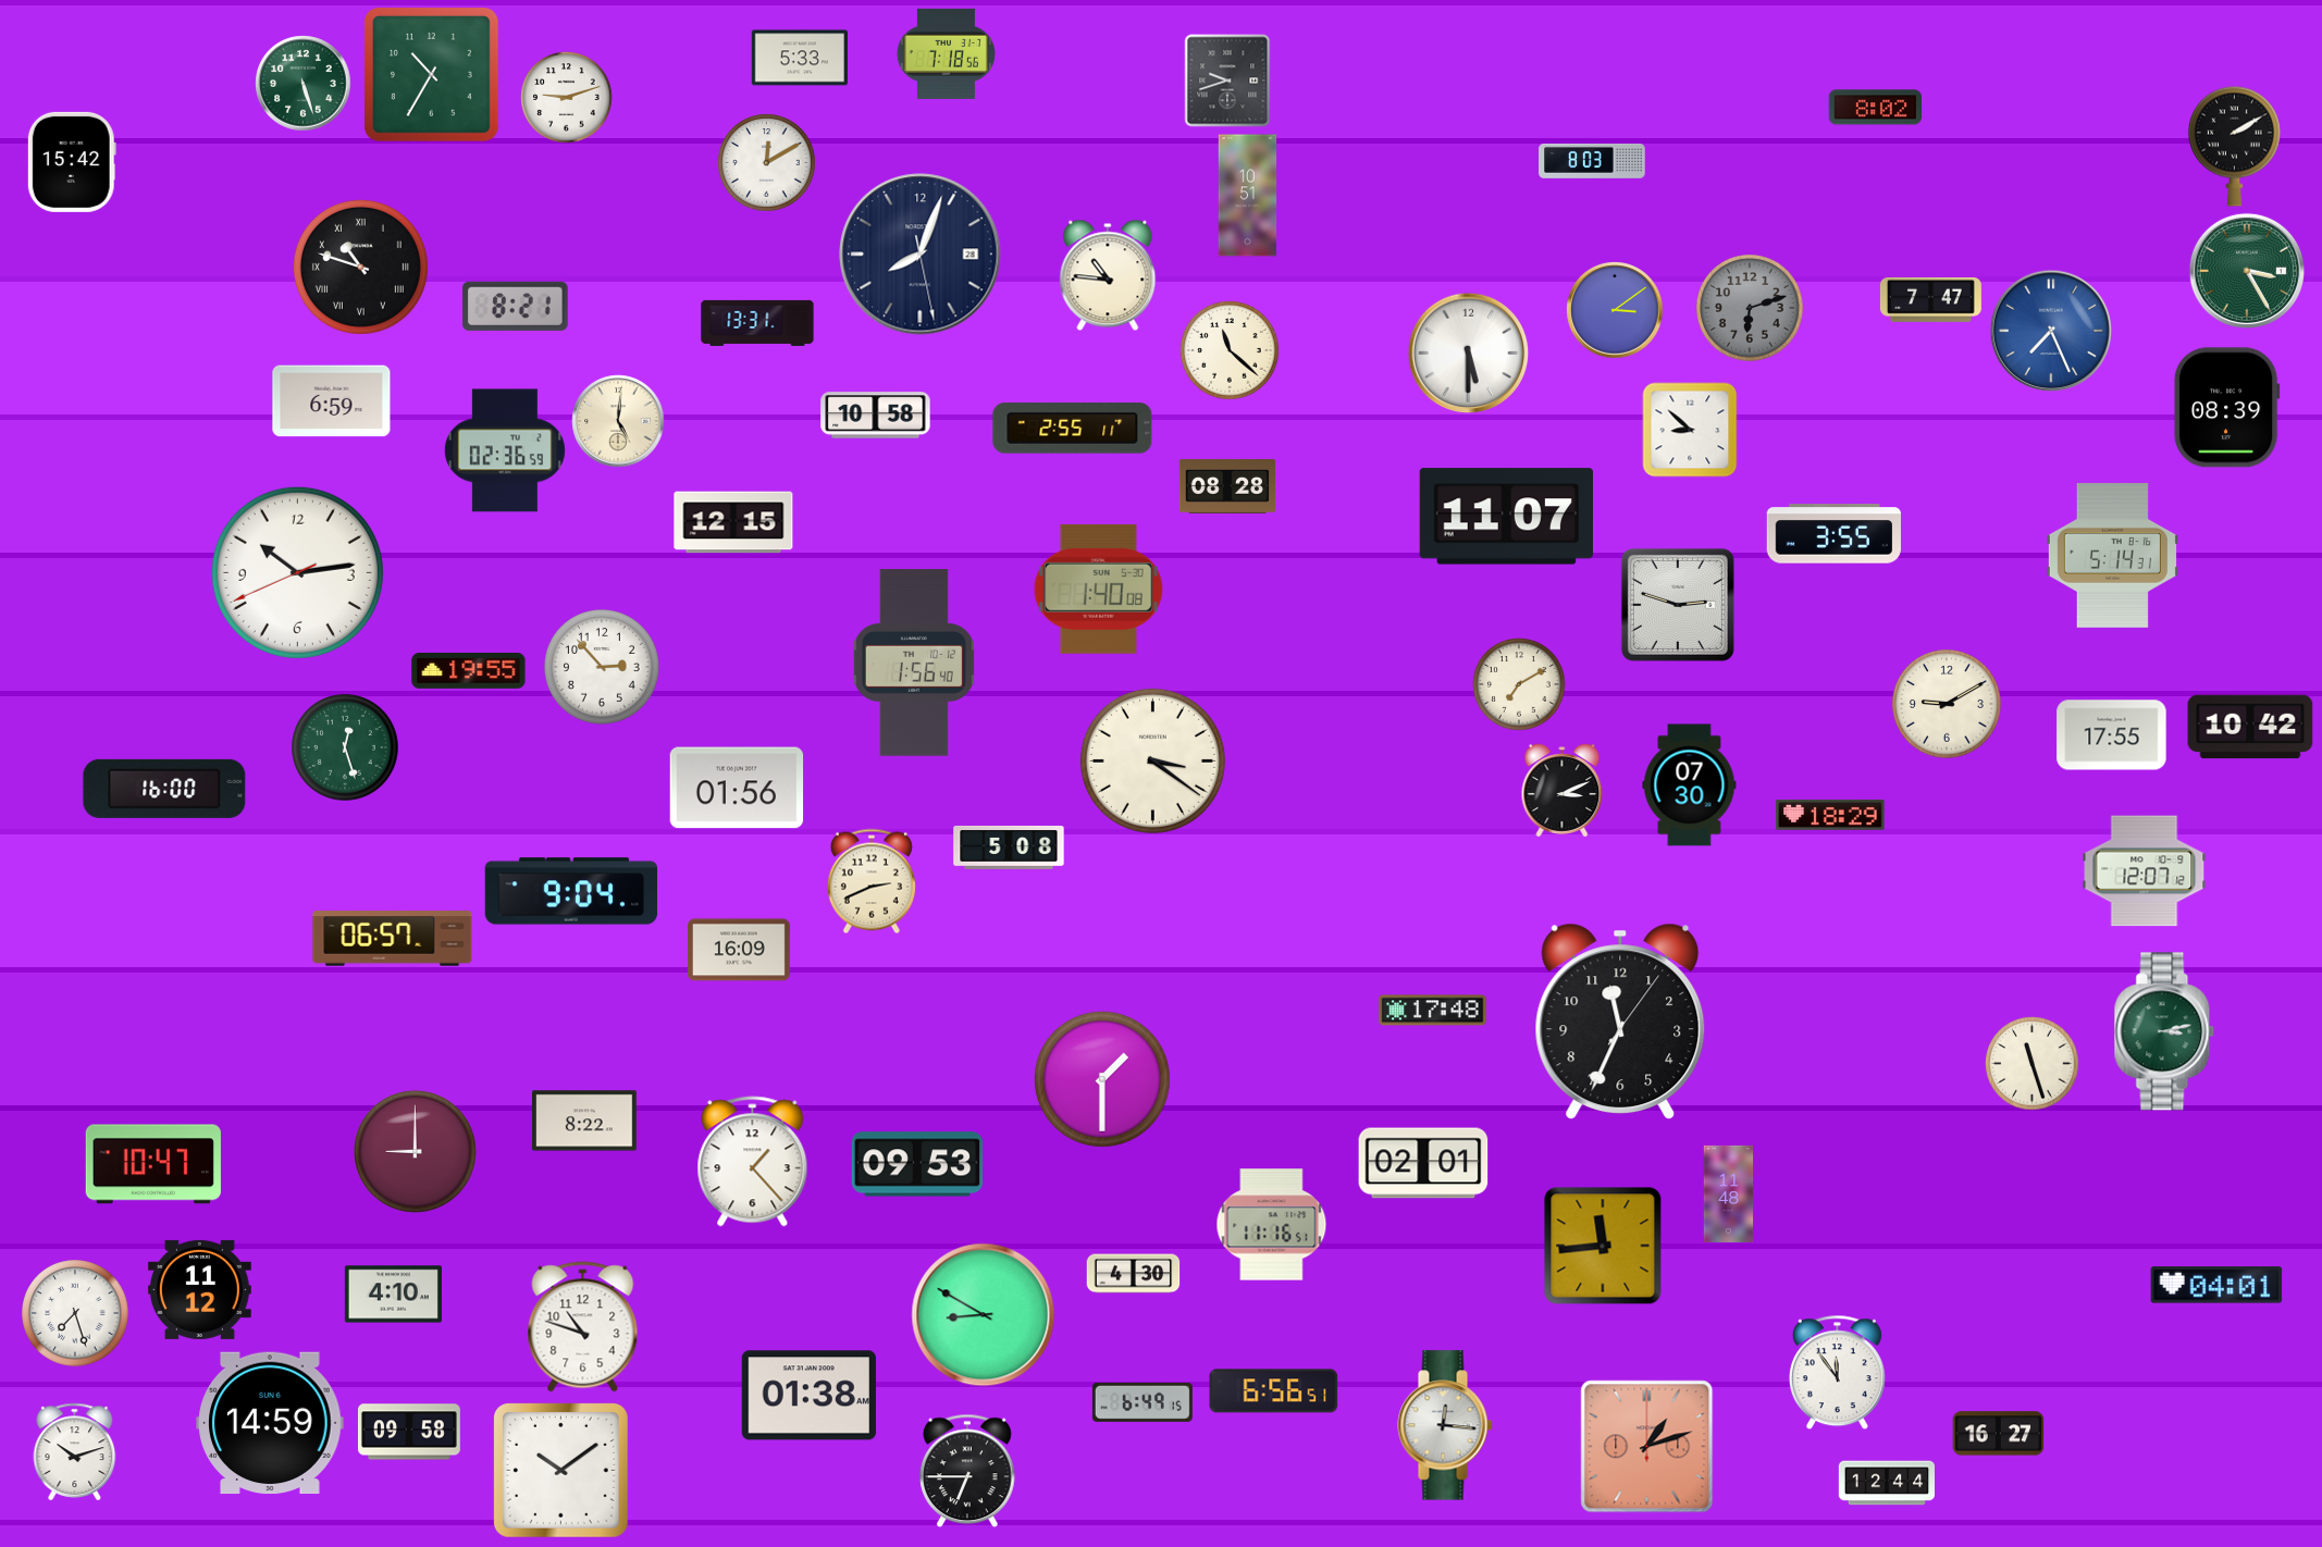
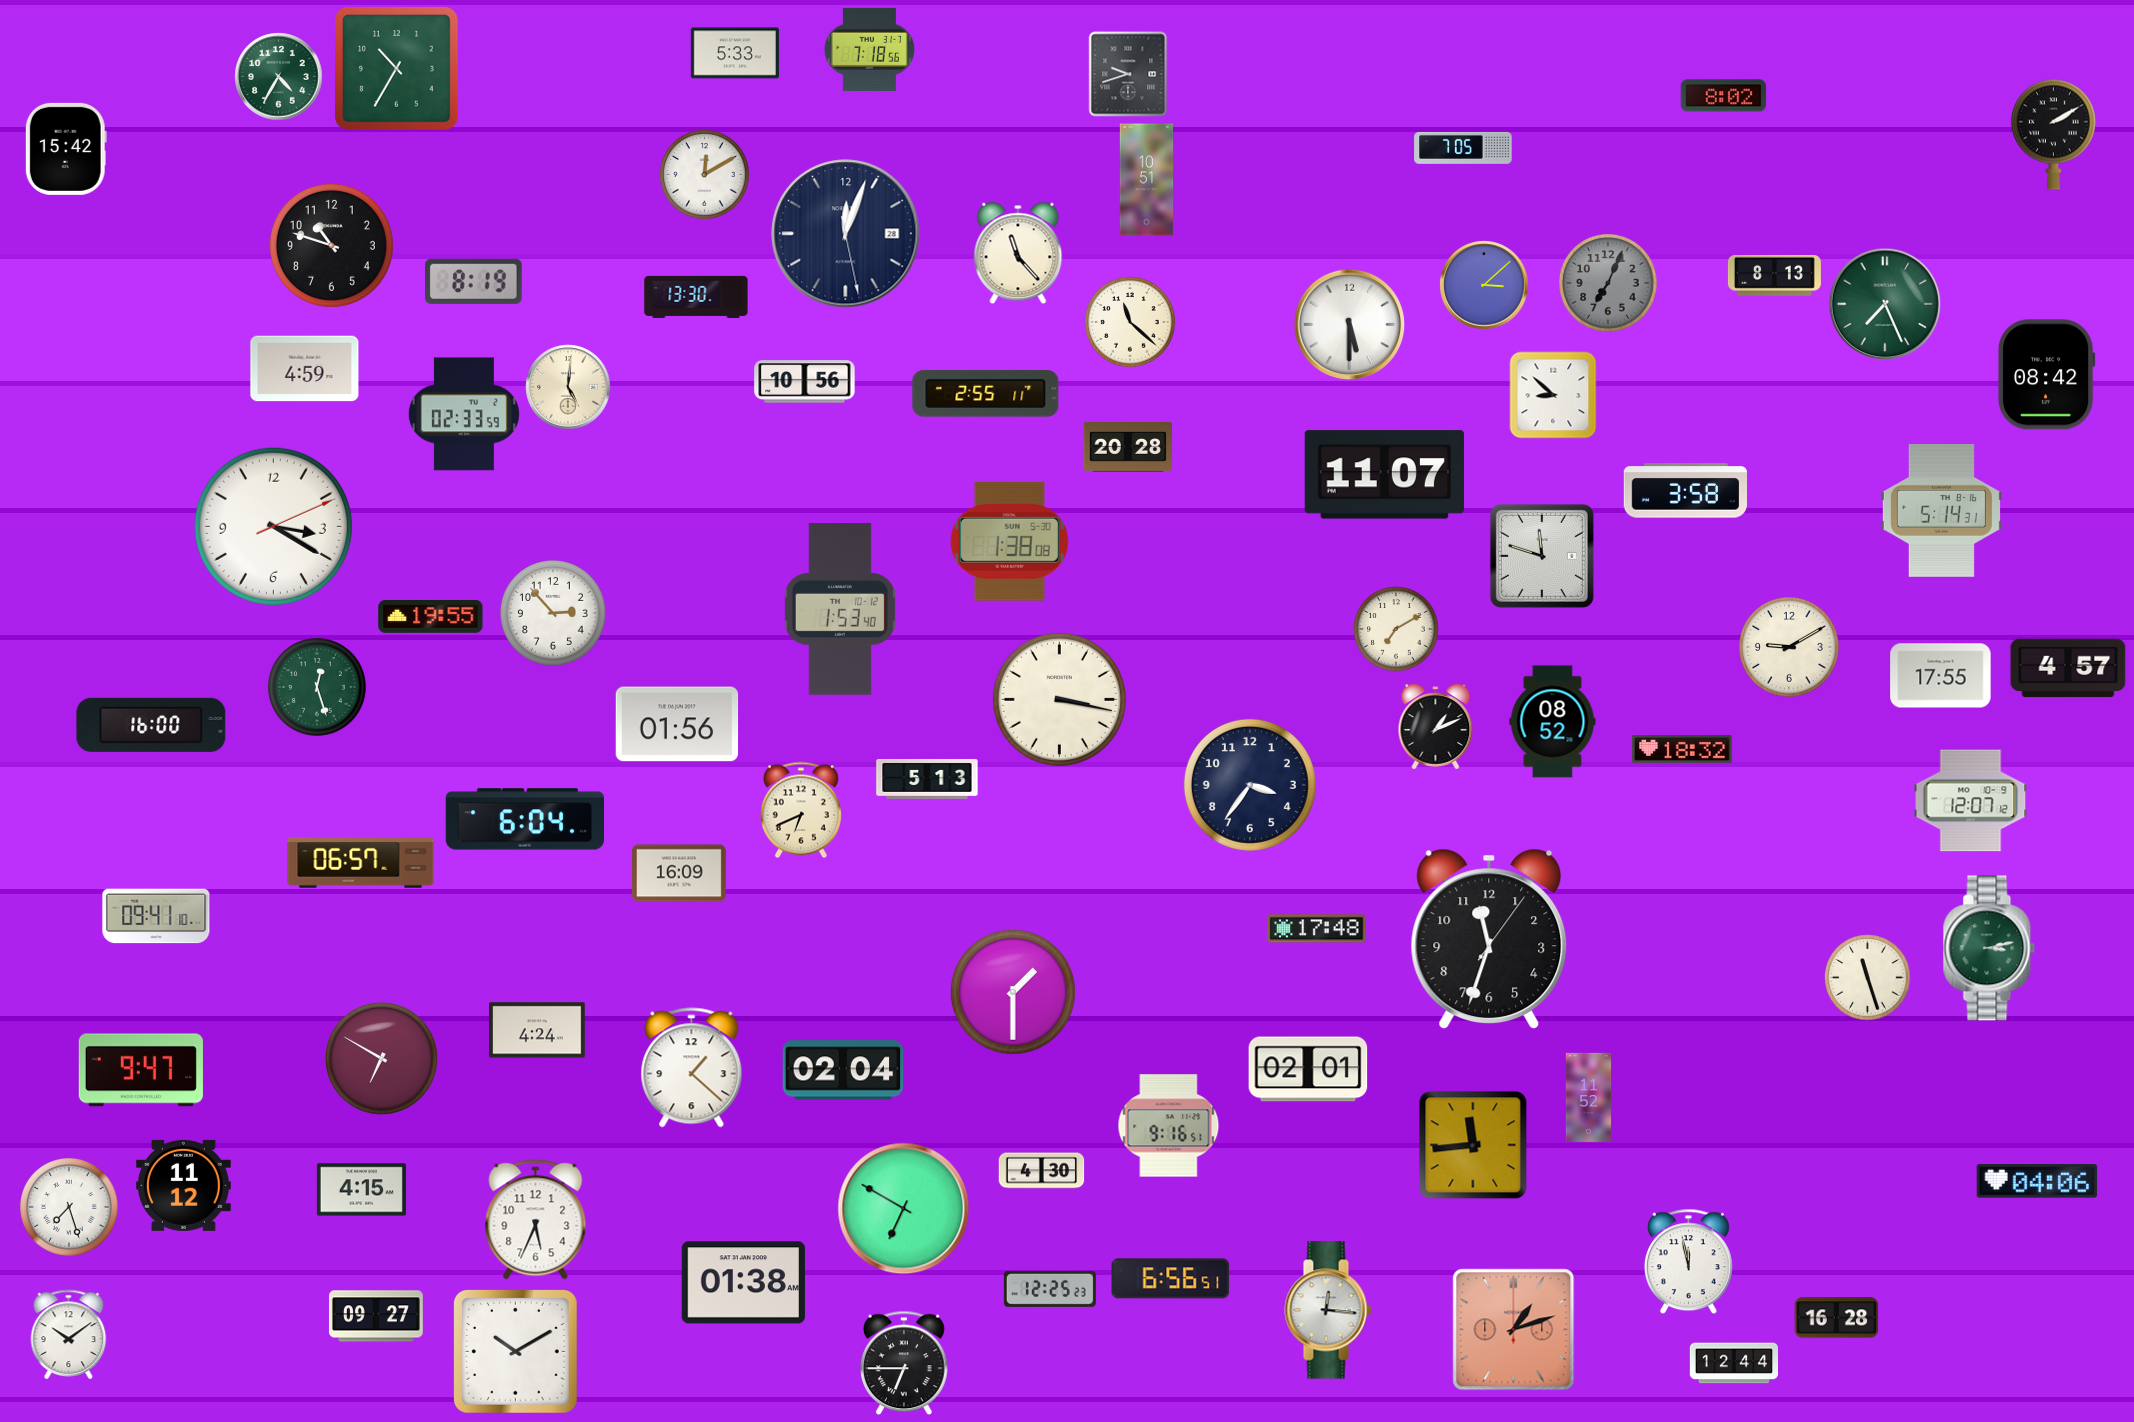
clock at (304, 84): 5:27 -> 4:35
clock at (567, 98): 9:12 -> none
clock at (1876, 108) position: (1876, 108) -> (1724, 96)
clock at (1592, 161): 8:03 -> 7:05
clock at (767, 163) position: (767, 163) -> (705, 175)
clock at (921, 255): 8:03 -> 12:03
clock at (360, 267) numerals: Roman -> Arabic
clock at (2247, 271): 3:25 -> none
clock at (1108, 275): 10:46 -> 11:23
clock at (1930, 299): 7:47 -> 8:13
clock at (515, 306): 8:21 -> 8:19
clock at (1750, 308): 6:12 -> 7:04
clock at (1615, 310): 3:09 -> 3:08
clock at (757, 323): 13:31 -> 13:30
clock at (2051, 331) dial: blue -> green
clock at (332, 401): 6:59 -> 4:59
clock at (2226, 408): 08:39 -> 08:42
clock at (876, 416): 10:58 -> 10:56
clock at (505, 450): 02:36 -> 02:33
clock at (1226, 487): 08:28 -> 20:28
clock at (733, 522): 12:15 -> none
clock at (1833, 534): 3:55 -> 3:58
clock at (297, 572): 10:13 -> 3:20
clock at (1098, 589): 1:40 -> 1:38
clock at (1678, 605): 2:48 -> 11:48
clock at (914, 663): 1:56 -> 1:53
clock at (2250, 727): 10:42 -> 4:57
clock at (1152, 760): 3:21 -> 3:17
clock at (1690, 785): 07:30 -> 08:52
clock at (1563, 791): 3:11 -> 1:11
clock at (1830, 815): 18:29 -> 18:32
clock at (1009, 847): 5:08 -> 5:13
clock at (1250, 785): none -> 3:36
clock at (872, 881): 2:41 -> 6:41
clock at (571, 891): 9:04 -> 6:04
clock at (156, 916): none -> 09:41
clock at (1620, 1022): 11:34 -> 11:33
clock at (585, 1121): 8:22 -> 4:24
clock at (415, 1151): 9:00 -> 6:50
clock at (753, 1162): 1:23 -> 1:22
clock at (153, 1164): 10:47 -> 9:47
clock at (917, 1164): 09:53 -> 02:04
clock at (1729, 1193): 11:48 -> 11:52
clock at (1272, 1225): 11:16 -> 9:16
clock at (2216, 1285): 04:01 -> 04:06
clock at (393, 1295): 4:10 -> 4:15
clock at (984, 1315): 8:50 -> 6:50
clock at (583, 1327): 10:48 -> 5:34
clock at (1837, 1373): 11:54 -> 11:58
clock at (1143, 1402): 6:49 -> 12:25
clock at (270, 1423): 14:59 -> none
clock at (409, 1432): 09:58 -> 09:27
clock at (1999, 1434): 16:27 -> 16:28
clock at (75, 1451): 10:12 -> 10:09
clock at (560, 1470): 10:09 -> 10:10
clock at (968, 1471) position: (968, 1471) -> (905, 1363)
